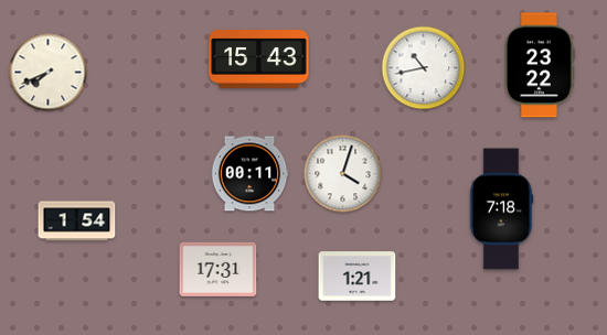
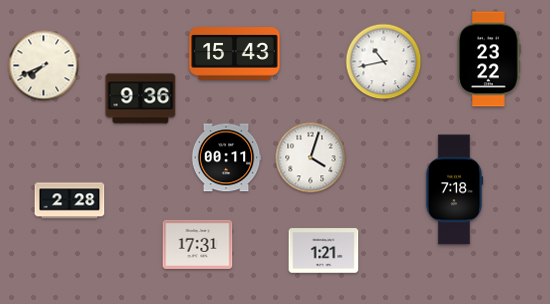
clock at (141, 99): none -> 9:36
clock at (77, 221): 1:54 -> 2:28
